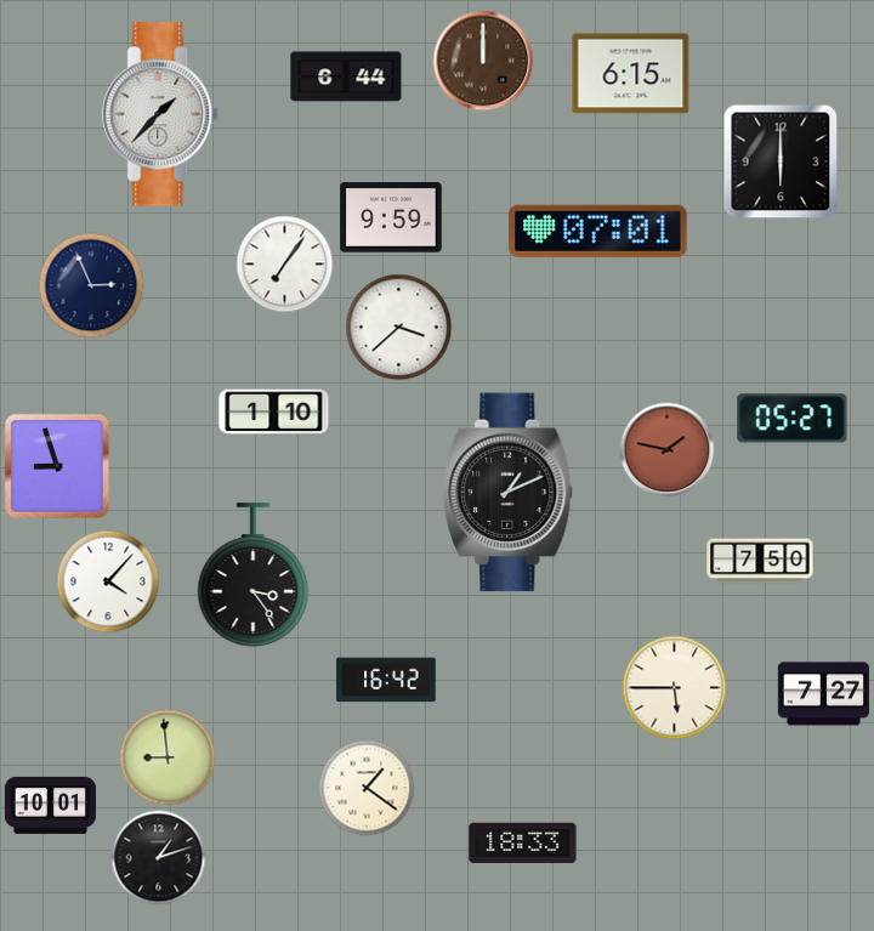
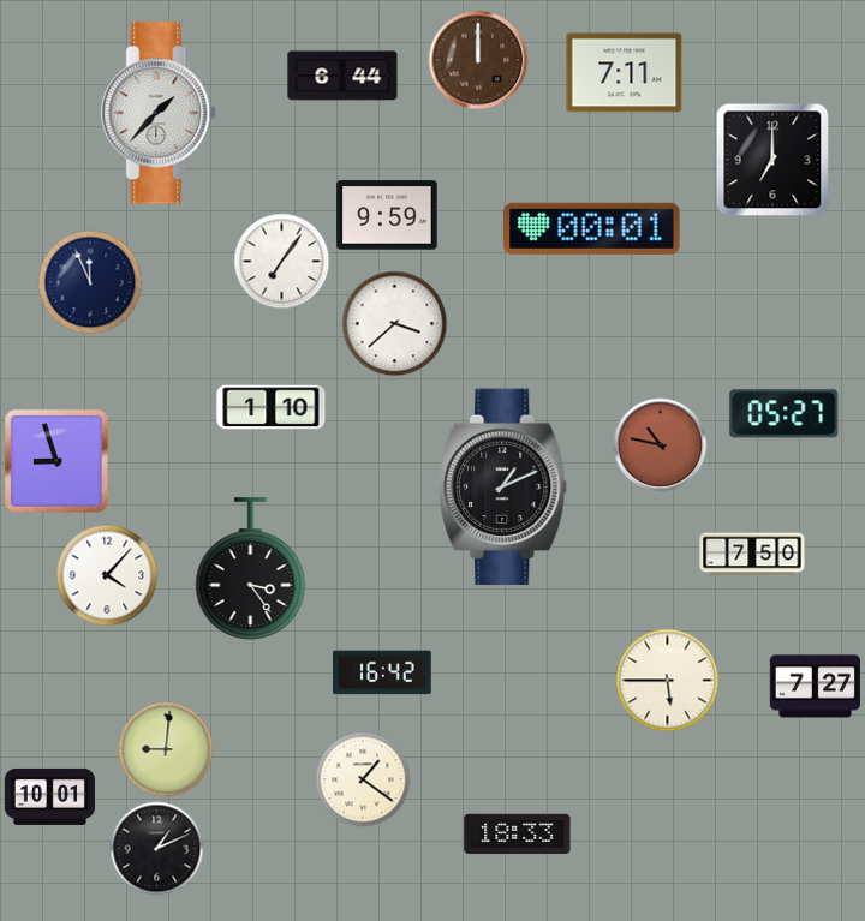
clock at (631, 74): 6:15 -> 7:11
clock at (781, 161): 6:00 -> 7:00
clock at (598, 231): 07:01 -> 00:01
clock at (91, 285): 2:56 -> 11:56
clock at (668, 450): 1:47 -> 10:47
clock at (168, 757): 8:59 -> 9:01
clock at (159, 858): 1:12 -> 1:11
